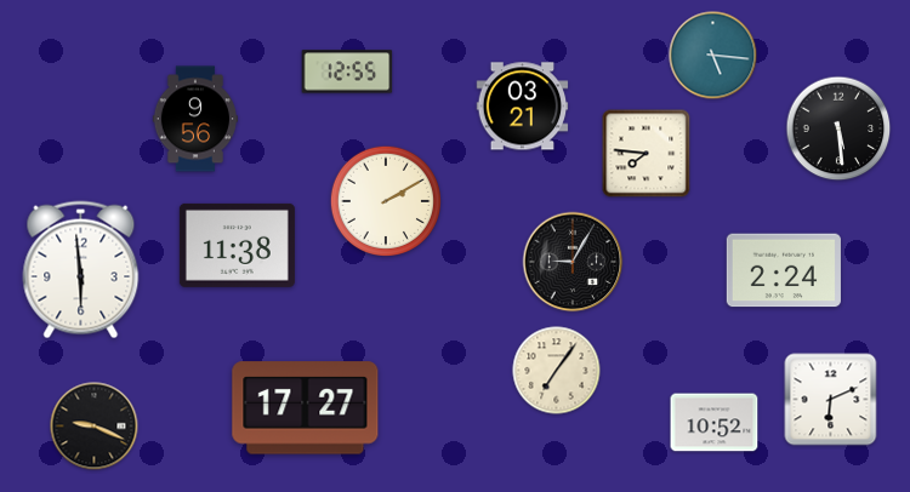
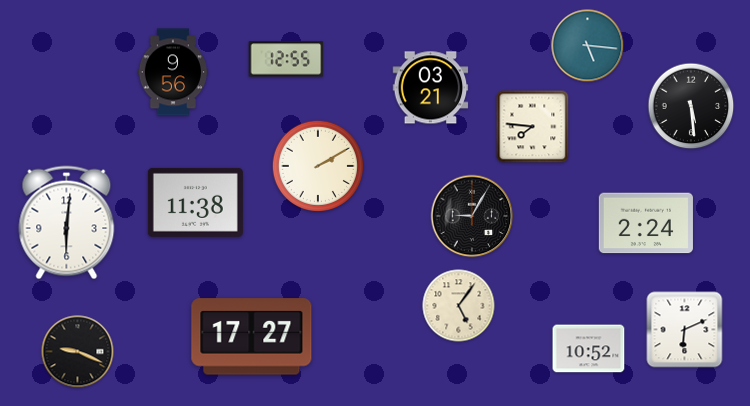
clock at (194, 119) position: (194, 119) -> (172, 72)
clock at (81, 270): 5:59 -> 6:01
clock at (557, 371): 7:06 -> 5:06
